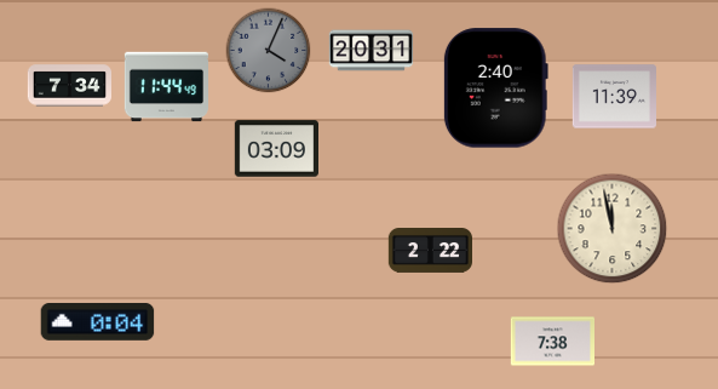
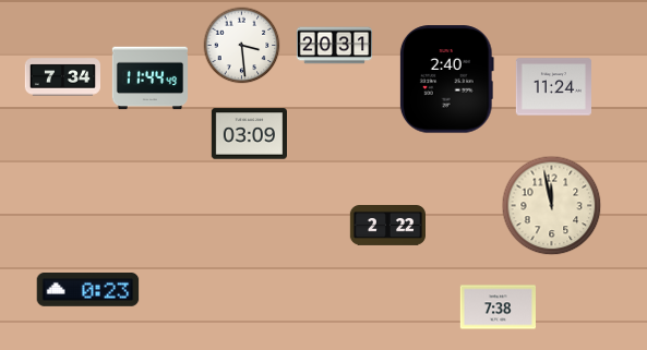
clock at (269, 51): 4:04 -> 3:29
clock at (269, 51) dial: grey -> white
clock at (614, 97): 11:39 -> 11:24
clock at (98, 322): 0:04 -> 0:23
